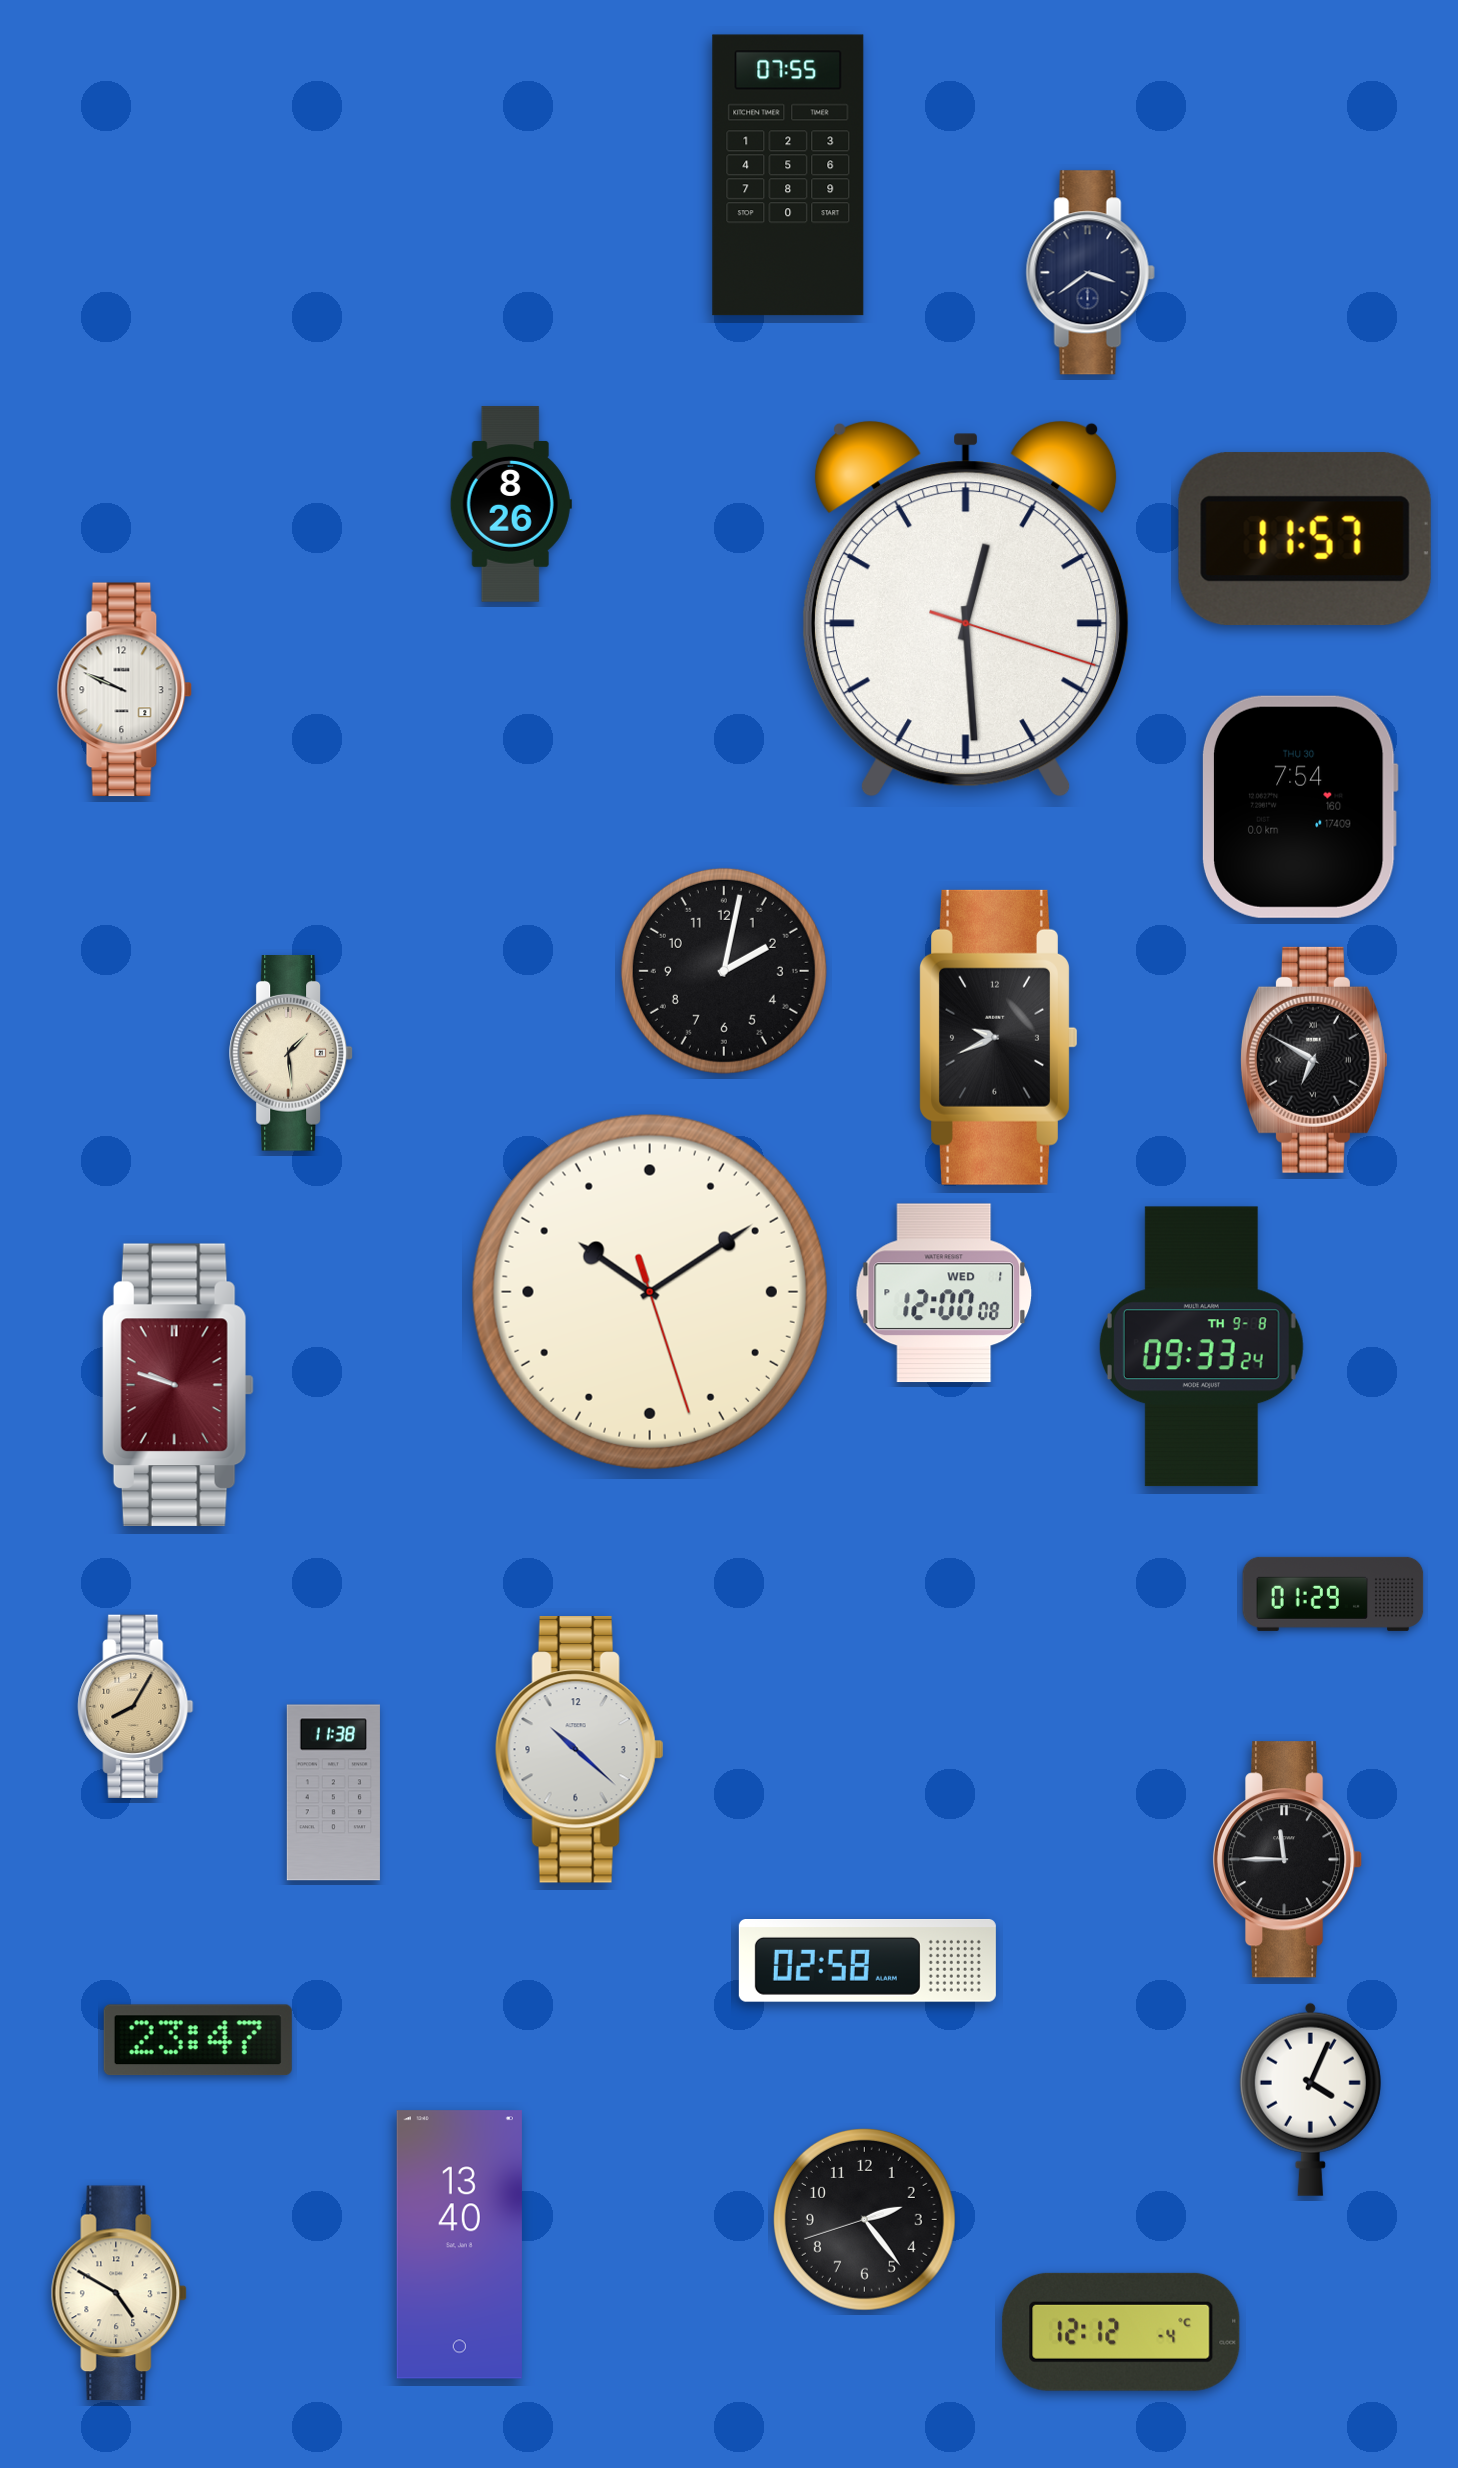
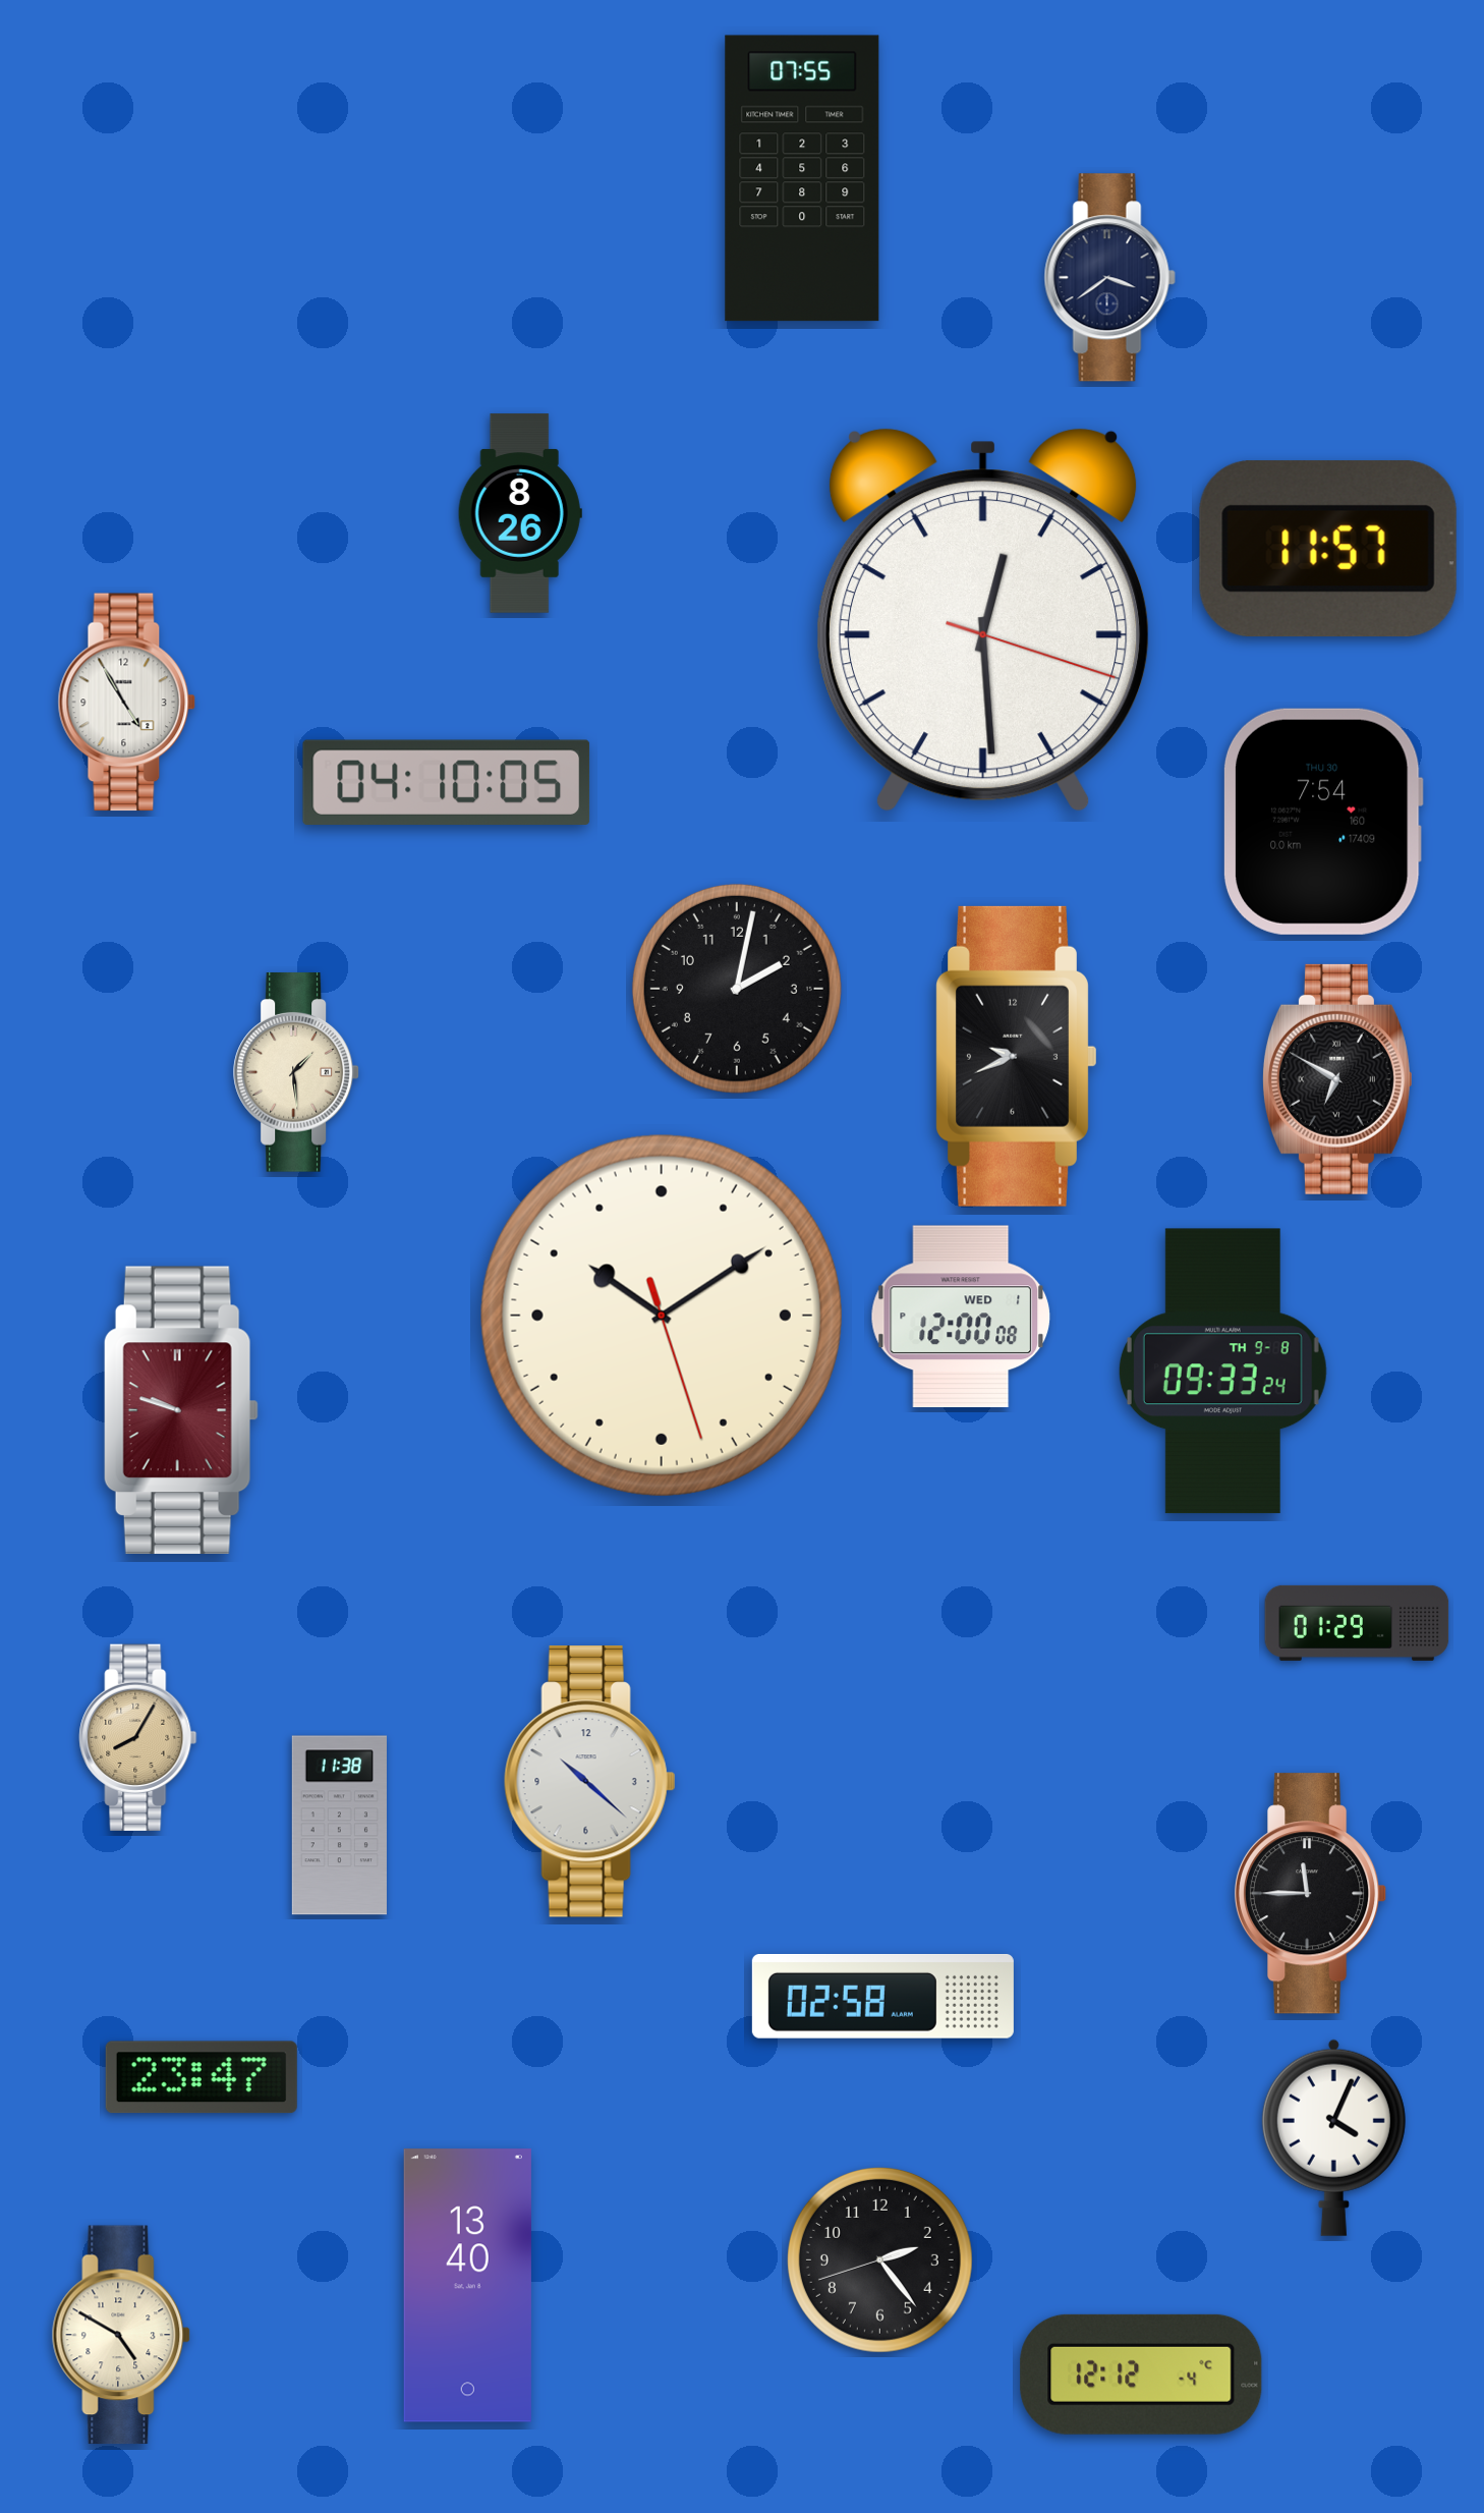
clock at (125, 690): 9:49 -> 4:55
clock at (447, 782): none -> 04:10
